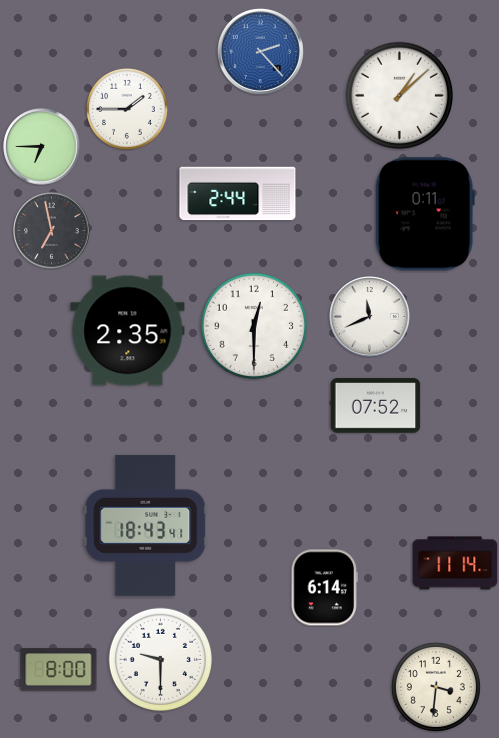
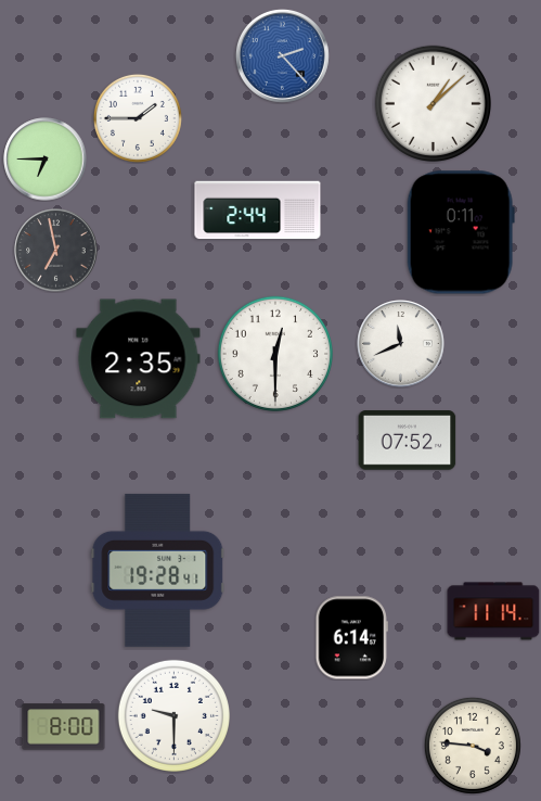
clock at (146, 525): 18:43 -> 19:28
clock at (436, 687): 3:31 -> 3:46
